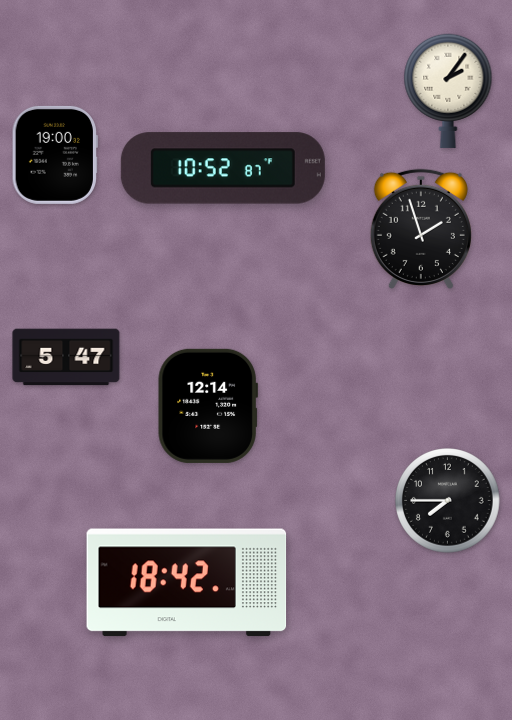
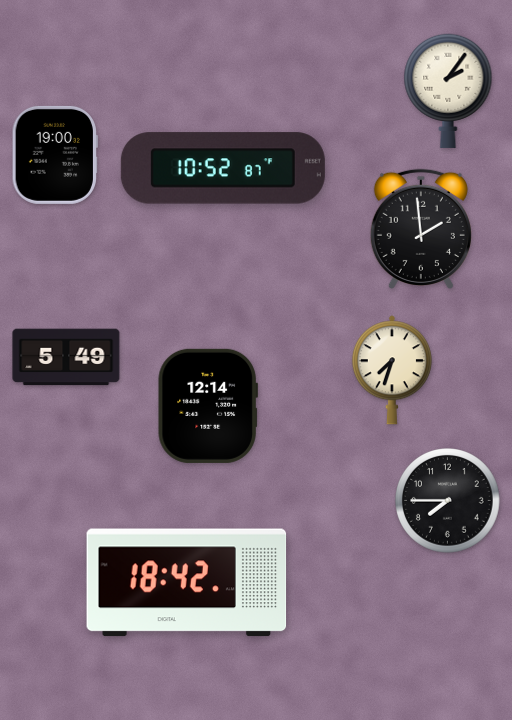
clock at (421, 229): 1:57 -> 1:59
clock at (66, 357): 5:47 -> 5:49
clock at (392, 370): none -> 7:33
